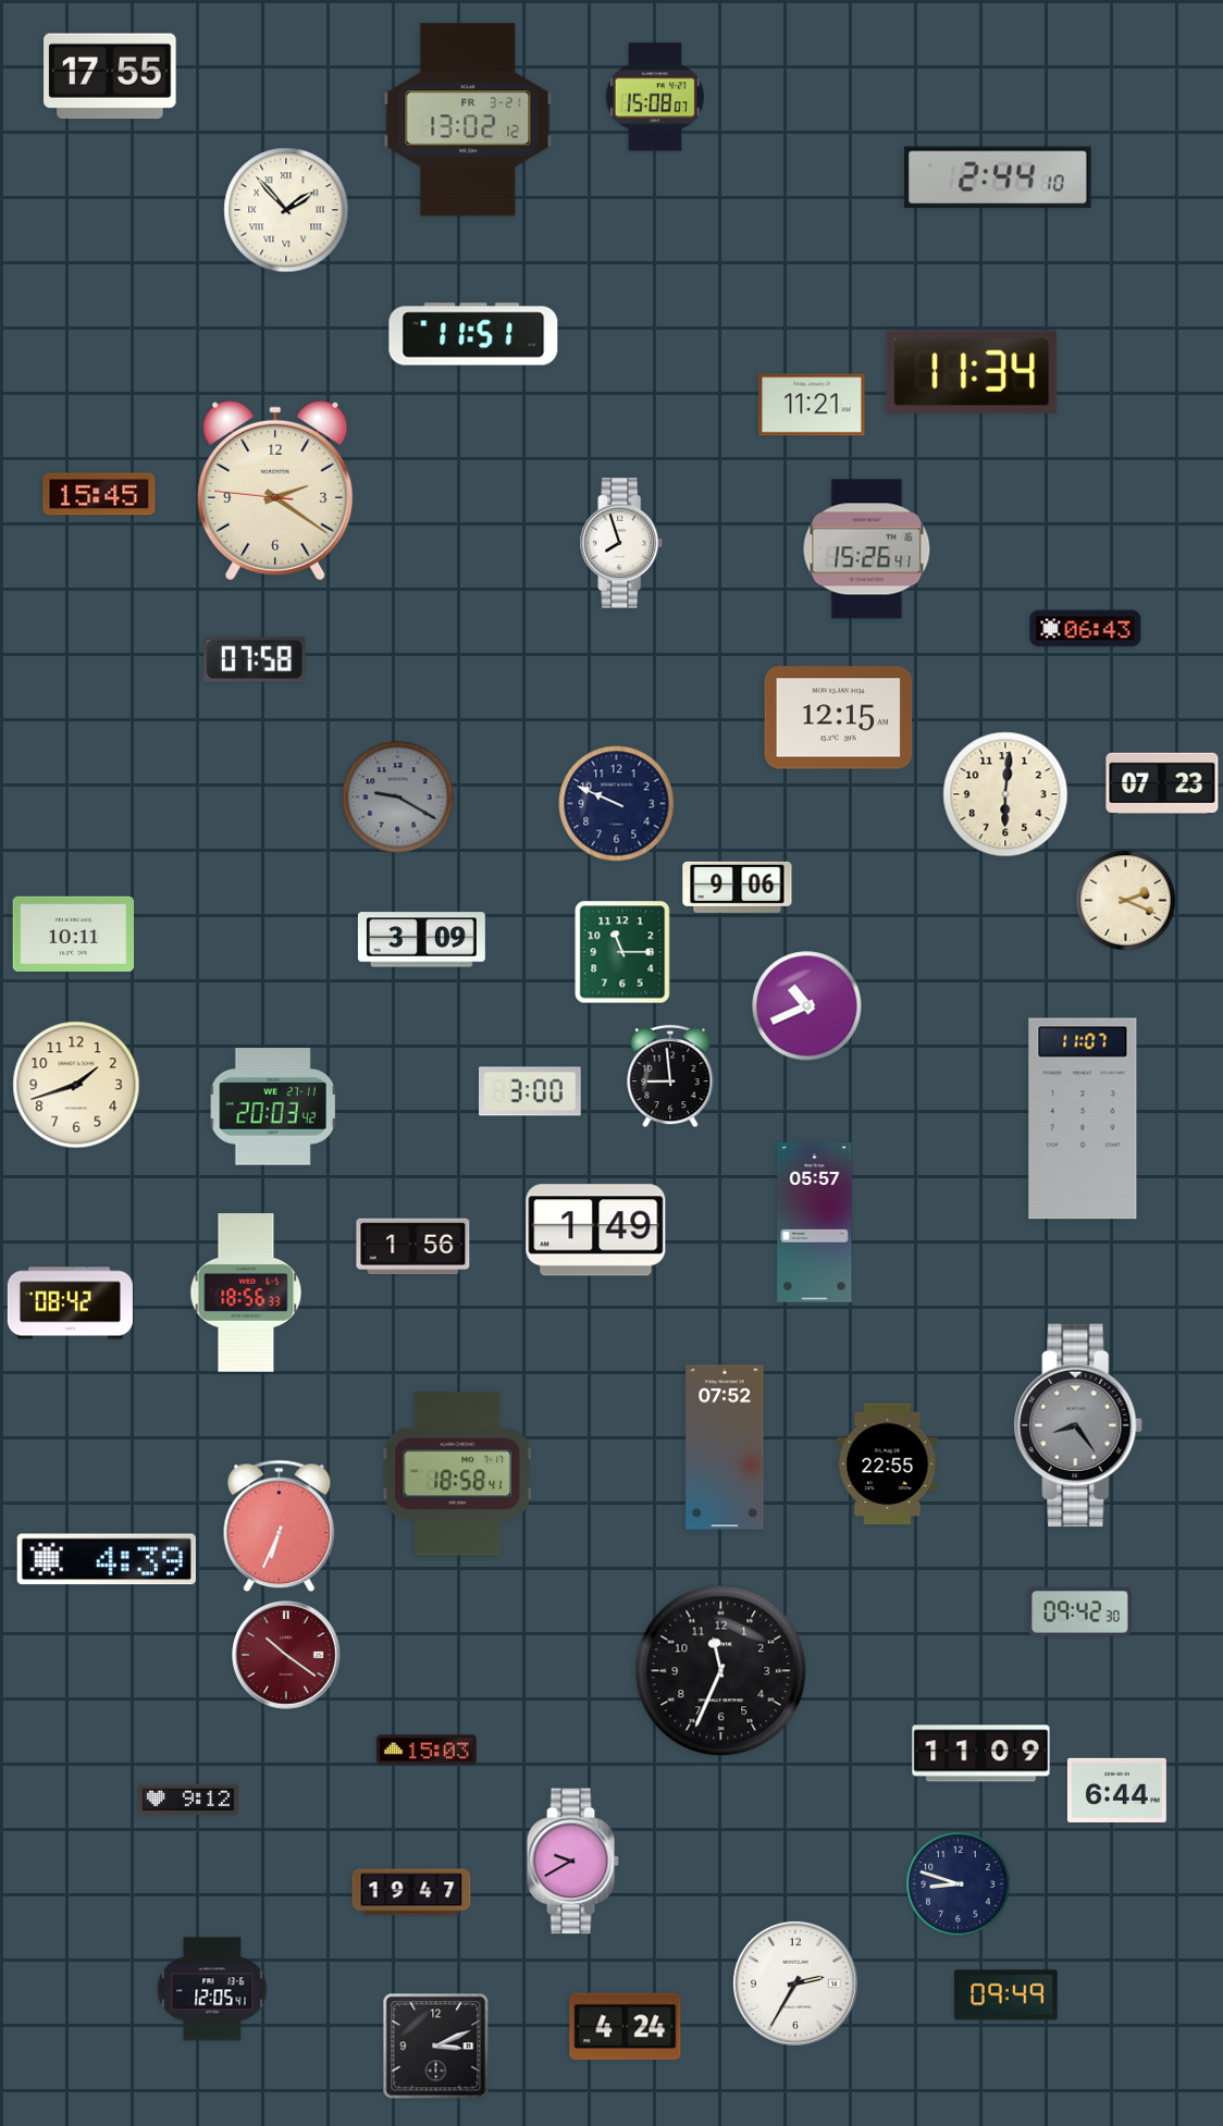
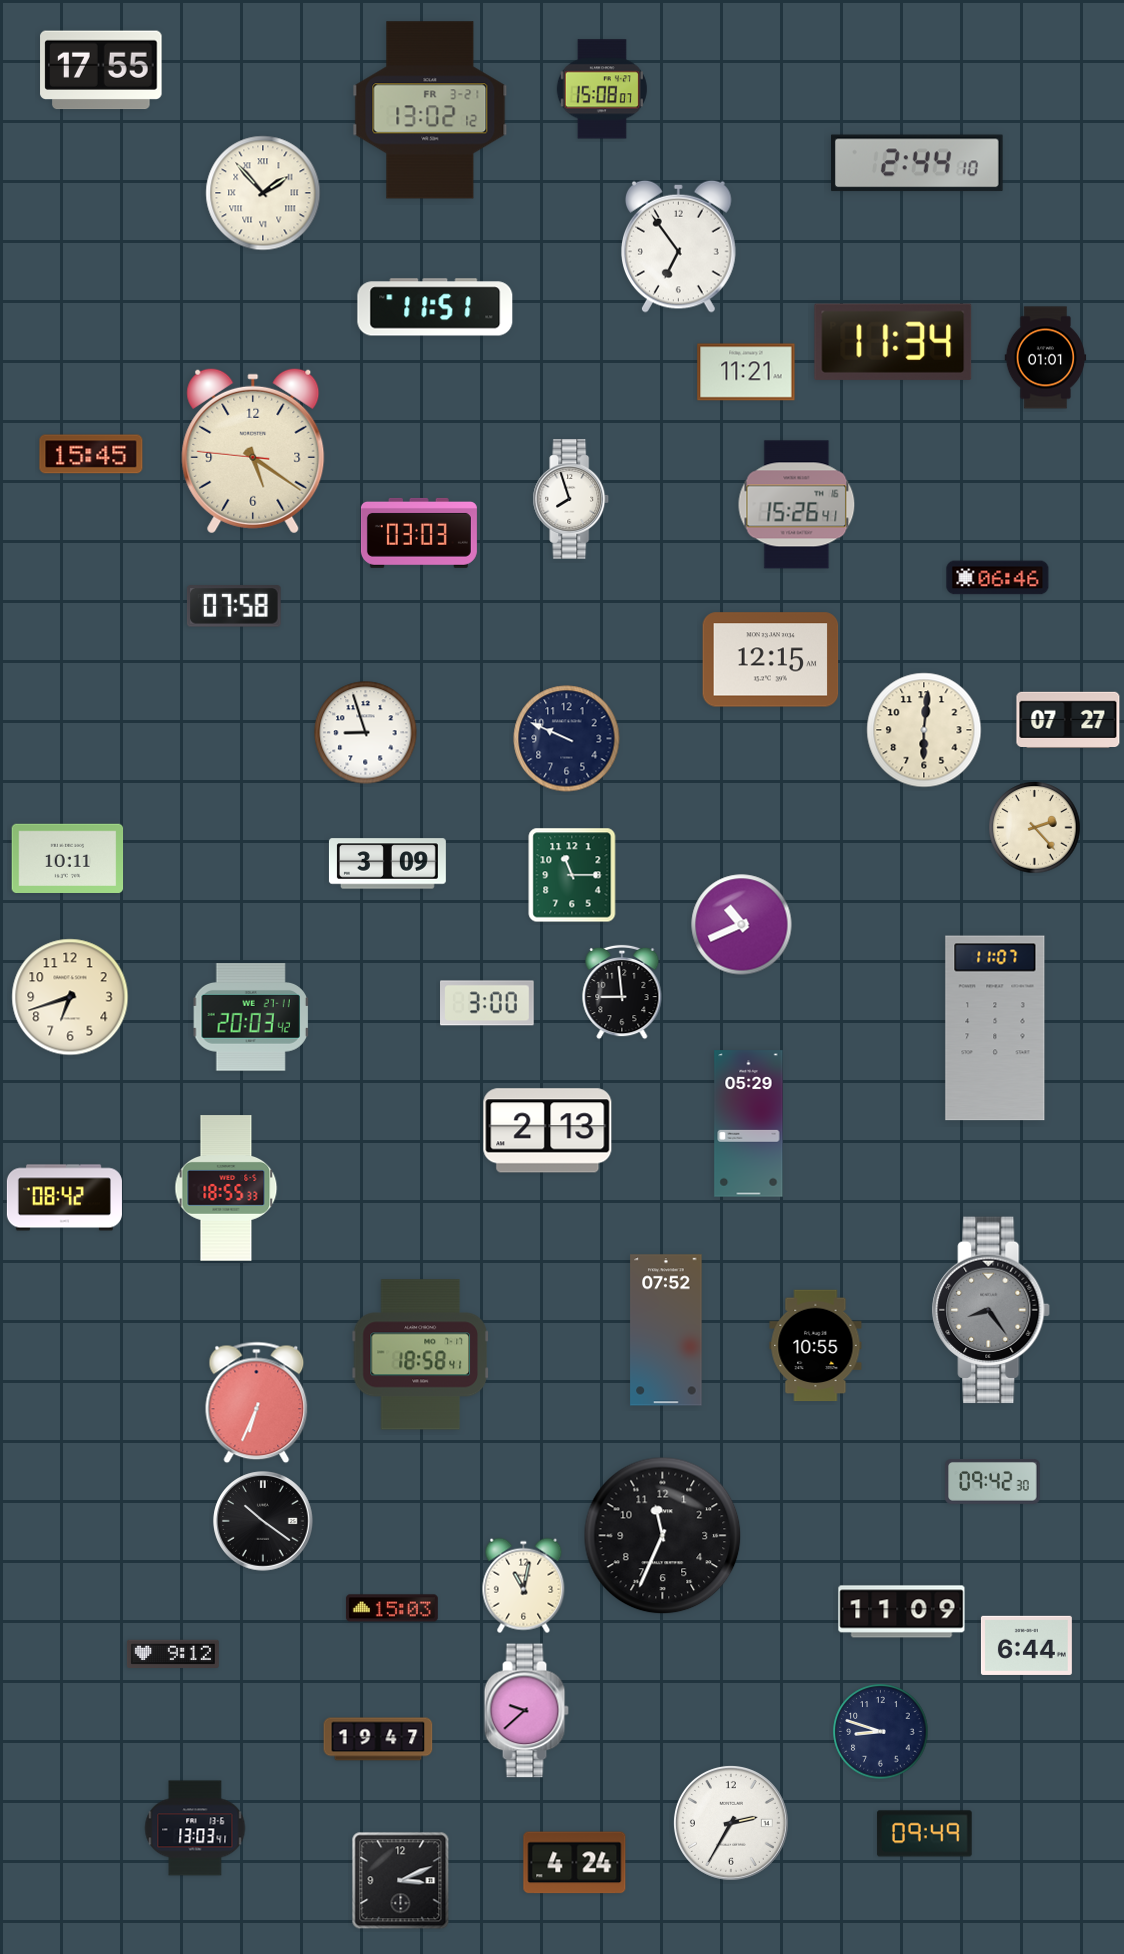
clock at (679, 246): none -> 6:54
clock at (1046, 358): none -> 01:01
clock at (275, 491): 2:20 -> 5:20
clock at (419, 533): none -> 03:03
clock at (1086, 629): 06:43 -> 06:46
clock at (1162, 782): 07:23 -> 07:27
clock at (398, 798): 9:20 -> 8:57
clock at (398, 798) dial: grey -> white
clock at (738, 887): 9:06 -> none
clock at (1126, 901): 2:19 -> 2:23
clock at (670, 1076) position: (670, 1076) -> (622, 992)
clock at (76, 1085): 1:42 -> 6:42
clock at (815, 1223): 05:57 -> 05:29
clock at (596, 1231): 1:49 -> 2:13
clock at (413, 1247): 1:56 -> none
clock at (246, 1293): 18:56 -> 18:55
clock at (888, 1464): 22:55 -> 10:55
clock at (107, 1559): 4:39 -> none
clock at (286, 1655) dial: burgundy -> black
clock at (524, 1586): none -> 11:02
clock at (572, 1862): 9:40 -> 9:38
clock at (212, 1989): 12:05 -> 13:03
